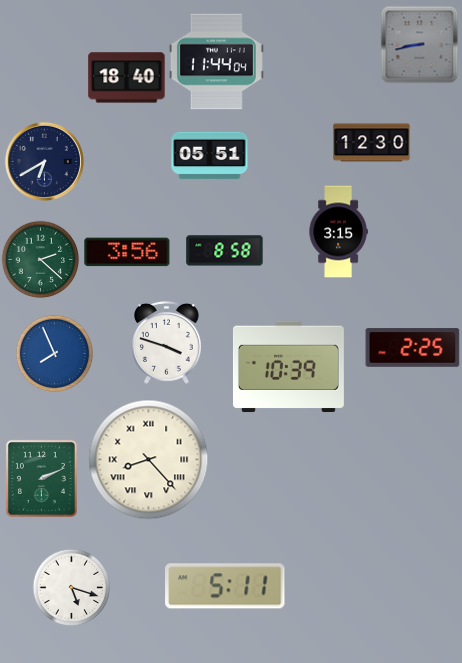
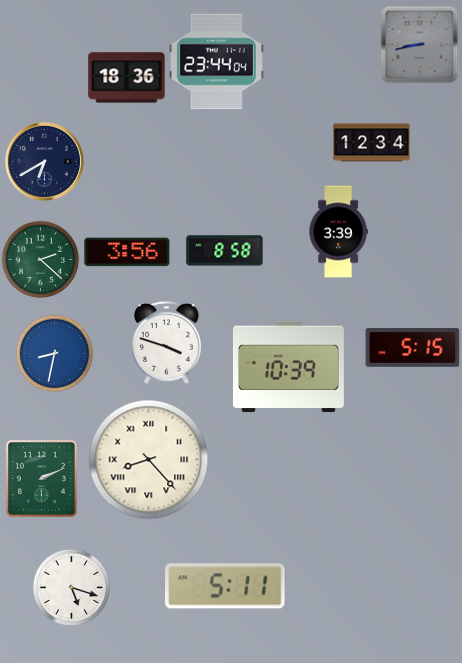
clock at (216, 62): 11:44 -> 23:44
clock at (127, 78): 18:40 -> 18:36
clock at (372, 143): 12:30 -> 12:34
clock at (210, 156): 05:51 -> none
clock at (338, 232): 3:15 -> 3:39
clock at (413, 348): 2:25 -> 5:15
clock at (54, 353): 7:56 -> 8:32
